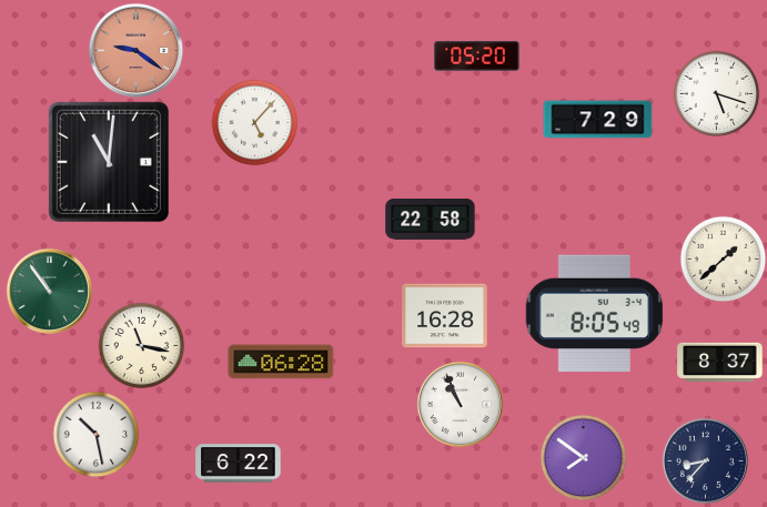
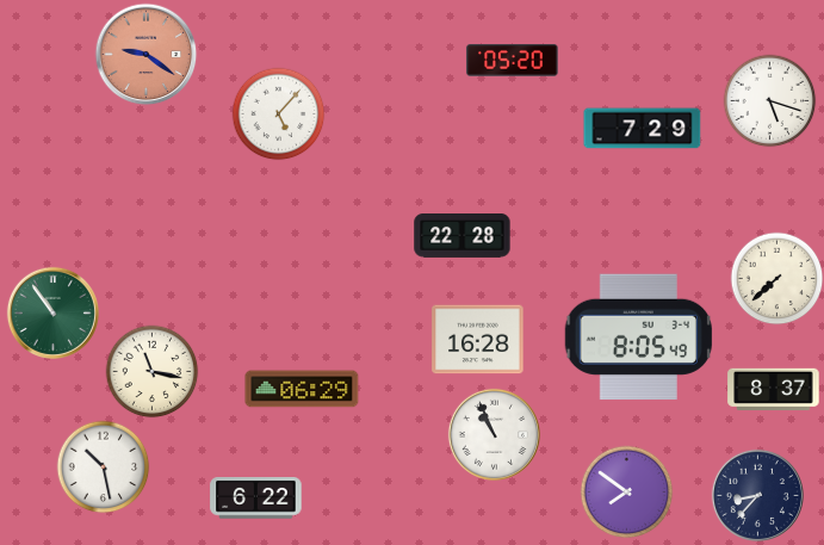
clock at (254, 122) position: (254, 122) -> (278, 113)
clock at (109, 162): 11:01 -> none
clock at (431, 220): 22:58 -> 22:28
clock at (723, 258): 1:38 -> 7:38
clock at (281, 362): 06:28 -> 06:29
